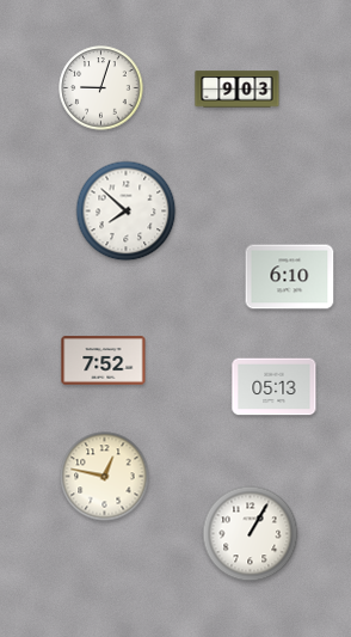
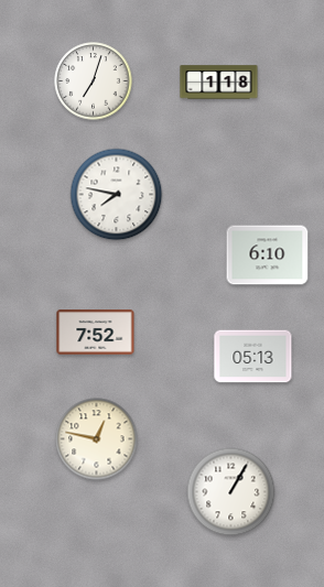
clock at (101, 88): 9:03 -> 7:03
clock at (238, 90): 9:03 -> 1:18
clock at (127, 212): 7:52 -> 7:47
